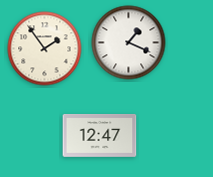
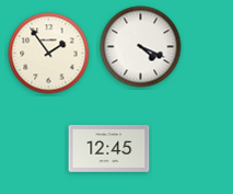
clock at (129, 43): 1:19 -> 4:19
clock at (100, 136): 12:47 -> 12:45
